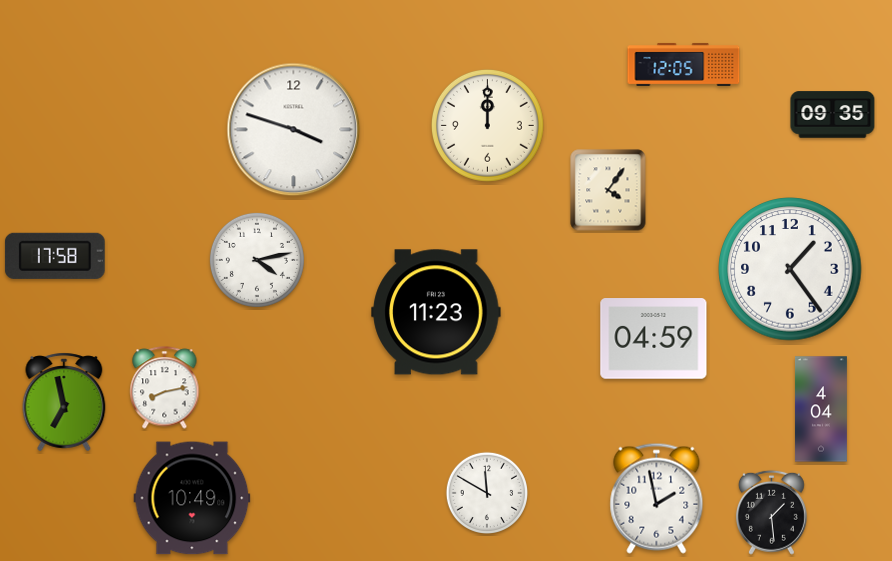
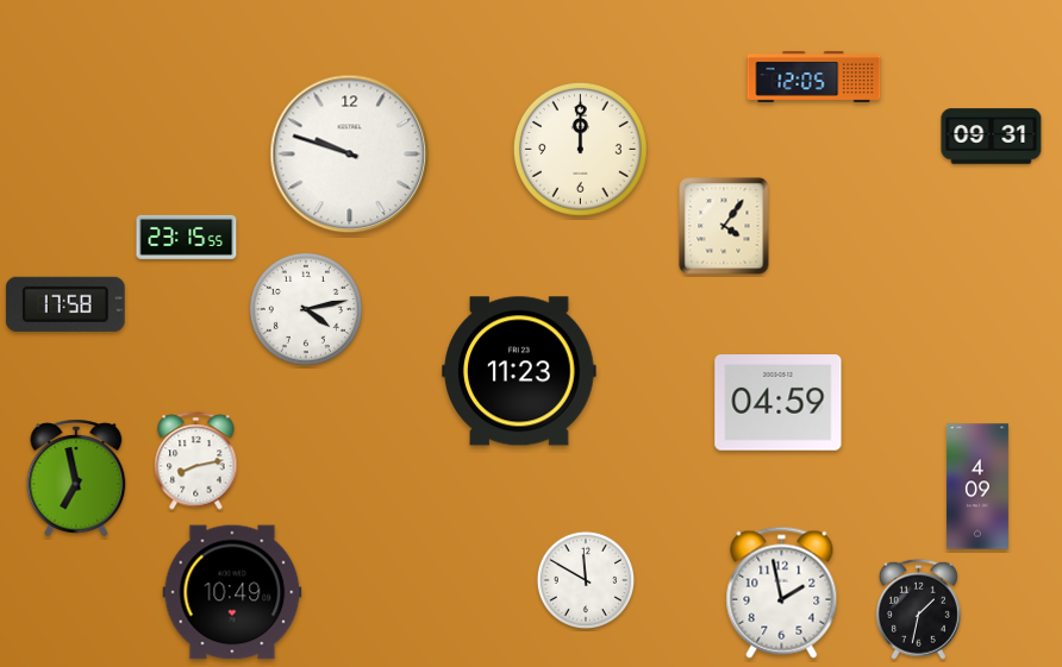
clock at (833, 115): 09:35 -> 09:31
clock at (294, 130): 3:48 -> 9:48
clock at (187, 237): none -> 23:15
clock at (790, 269): 1:24 -> none
clock at (821, 409): 4:04 -> 4:09
clock at (486, 492) position: (486, 492) -> (585, 579)
clock at (192, 498) position: (192, 498) -> (232, 592)
clock at (771, 512): 1:29 -> 1:32
